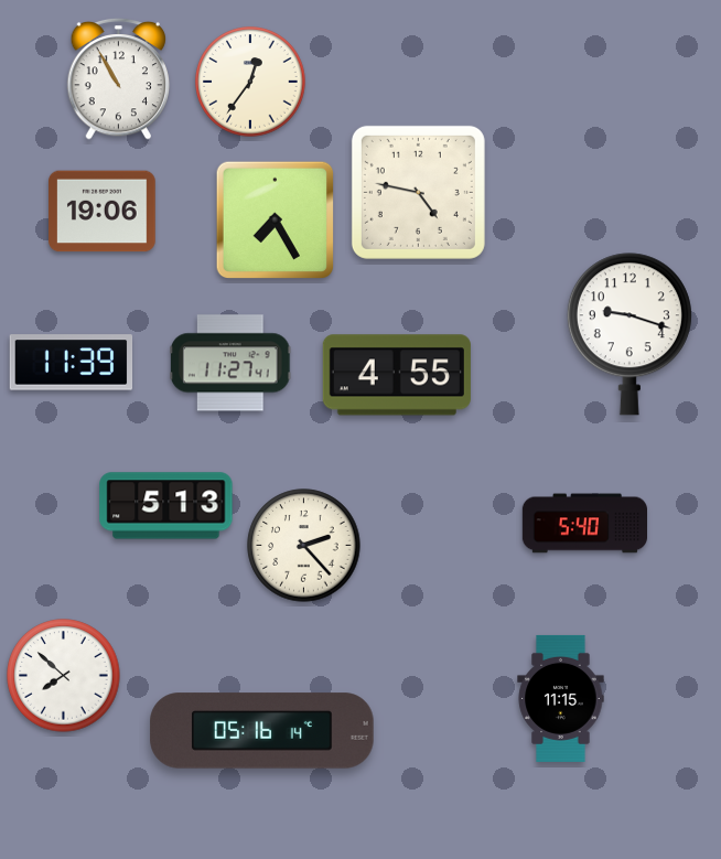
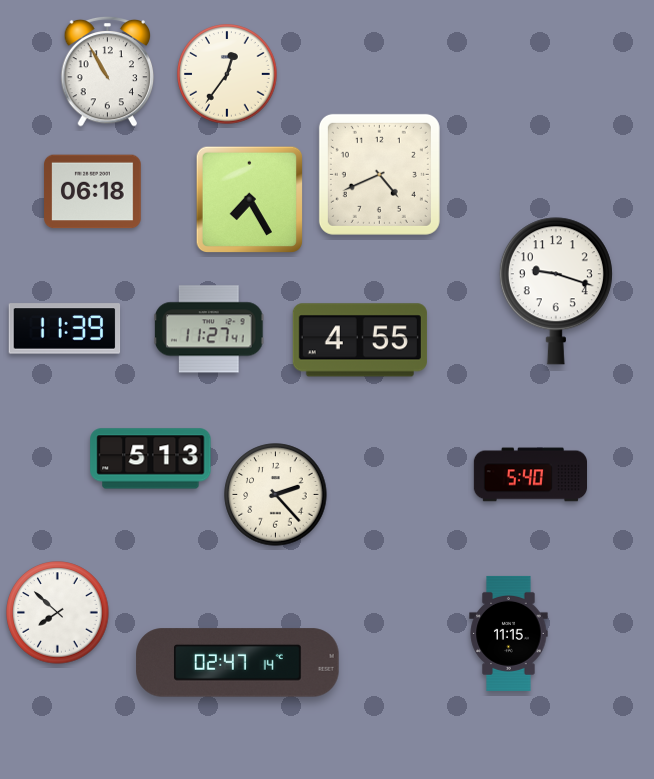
clock at (418, 192): 4:47 -> 4:41
clock at (103, 212): 19:06 -> 06:18
clock at (629, 334) position: (629, 334) -> (556, 291)
clock at (262, 731): 05:16 -> 02:47
